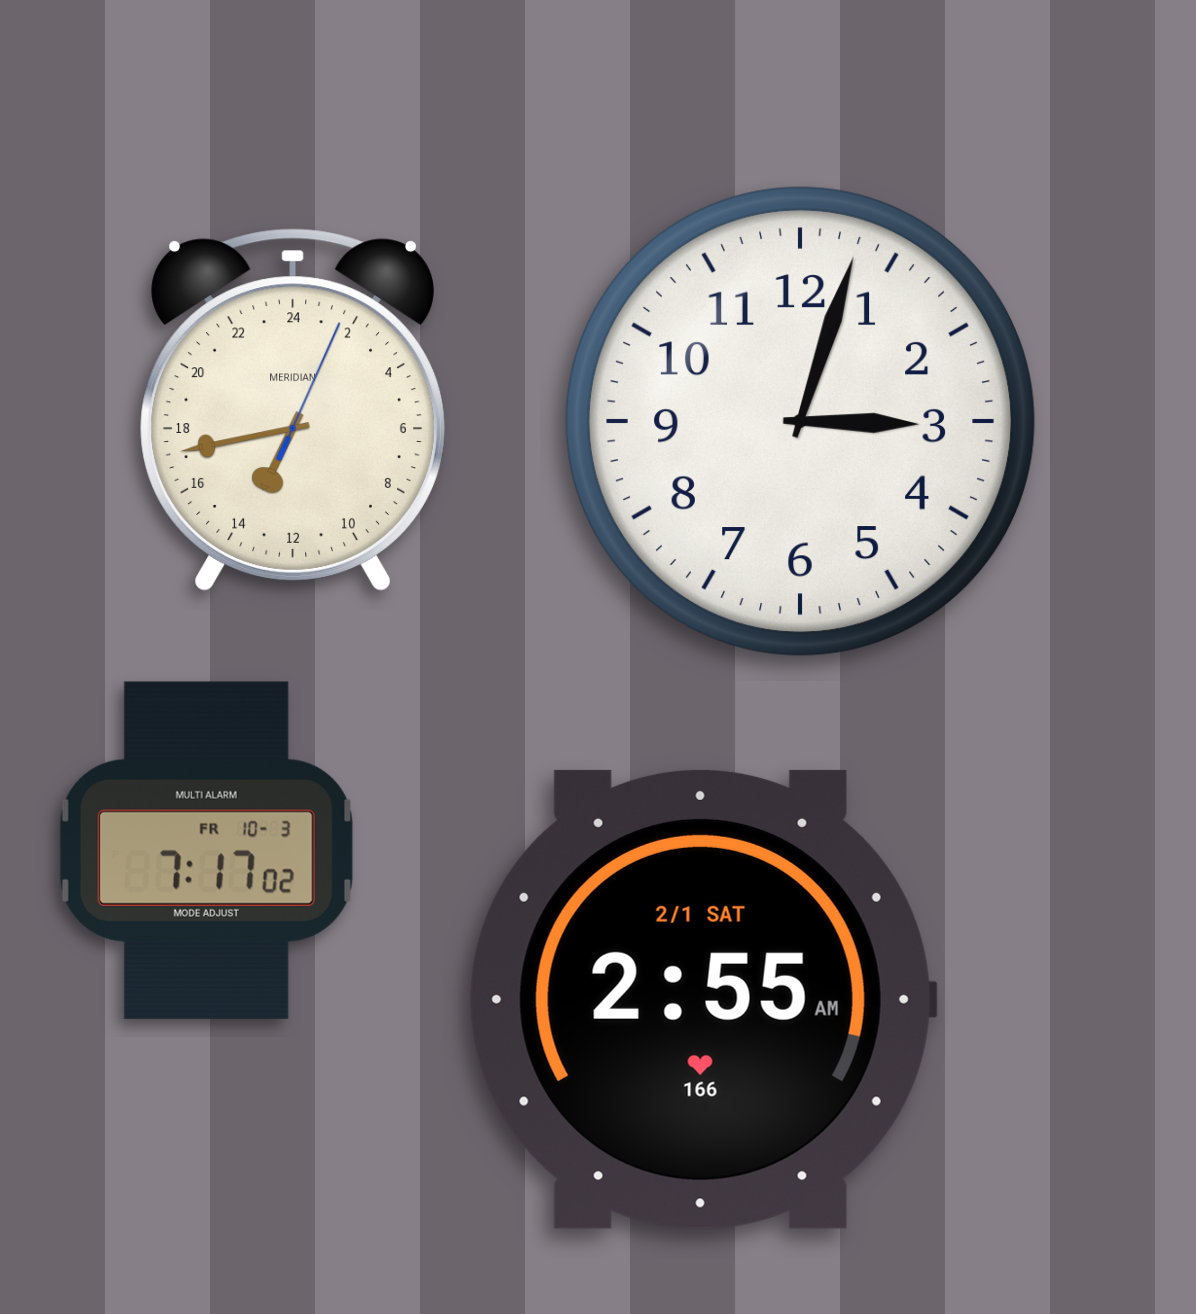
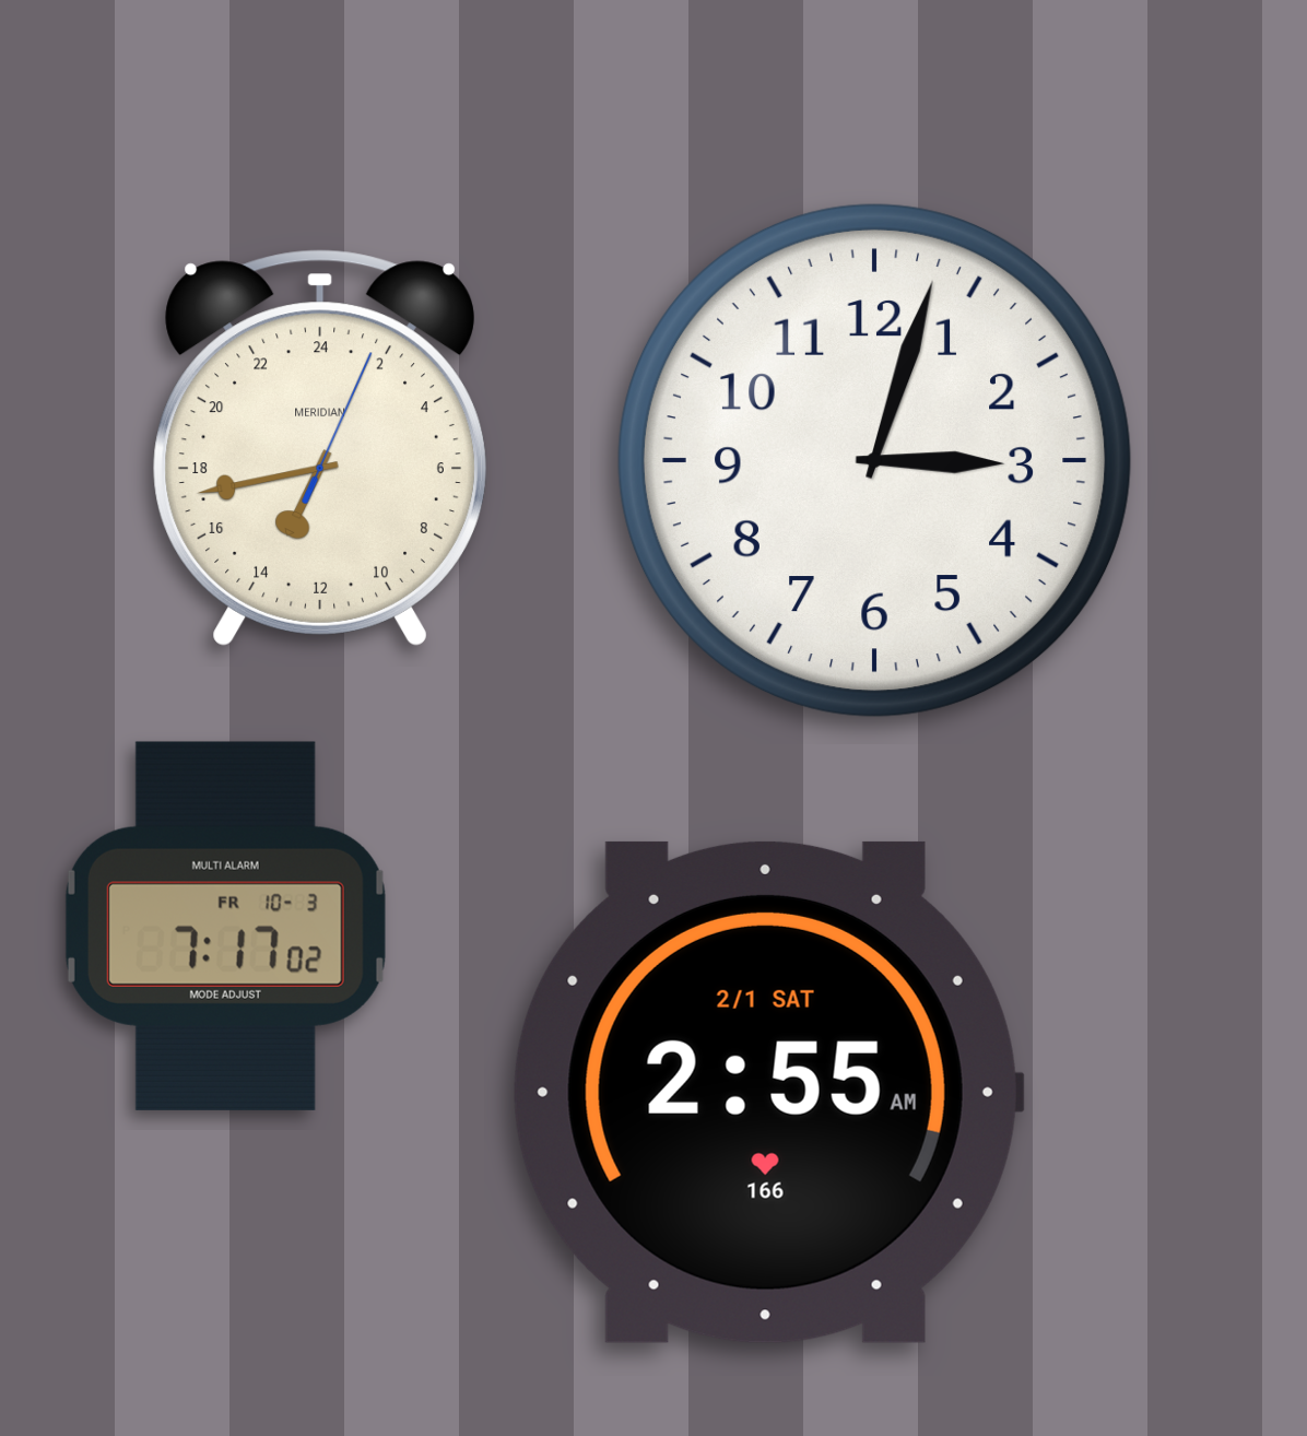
clock at (206, 850) position: (206, 850) -> (225, 926)
